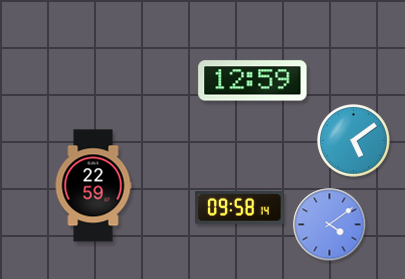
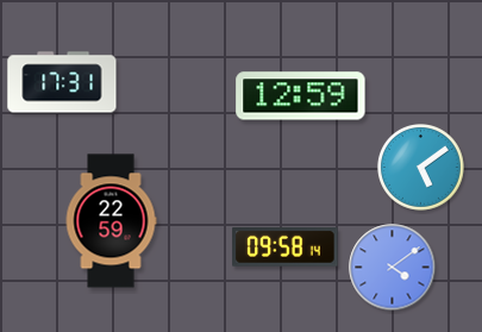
clock at (62, 82): none -> 17:31
